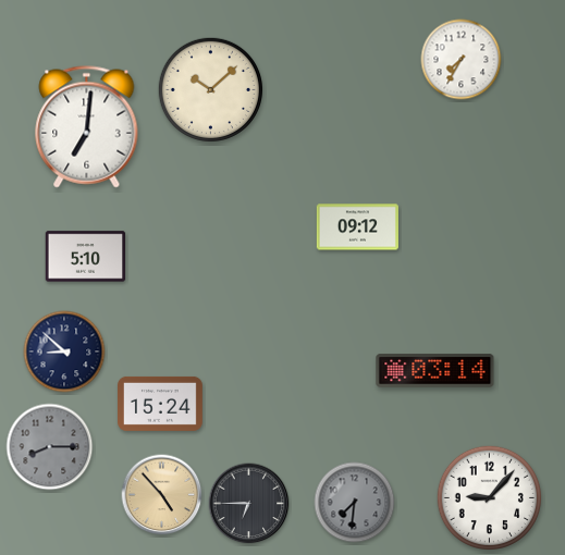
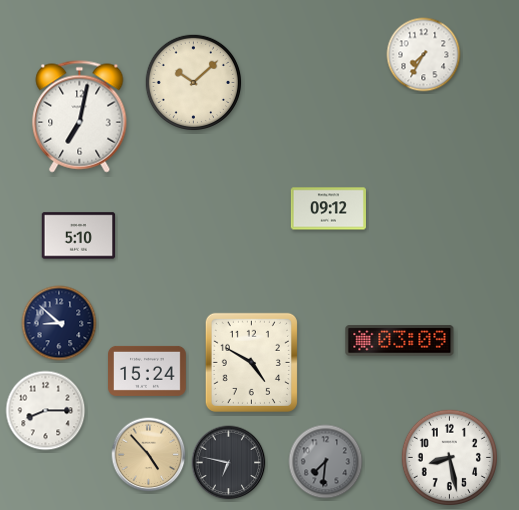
clock at (87, 127): 7:01 -> 7:02
clock at (435, 371): 03:14 -> 03:09
clock at (251, 362): none -> 4:50
clock at (50, 447) dial: grey -> white
clock at (489, 497): 9:07 -> 8:28
clock at (249, 504): 6:45 -> 6:47
